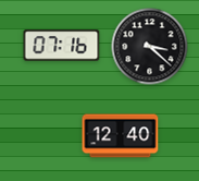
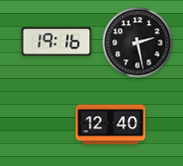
clock at (62, 46): 07:16 -> 19:16
clock at (150, 47): 3:22 -> 2:28
